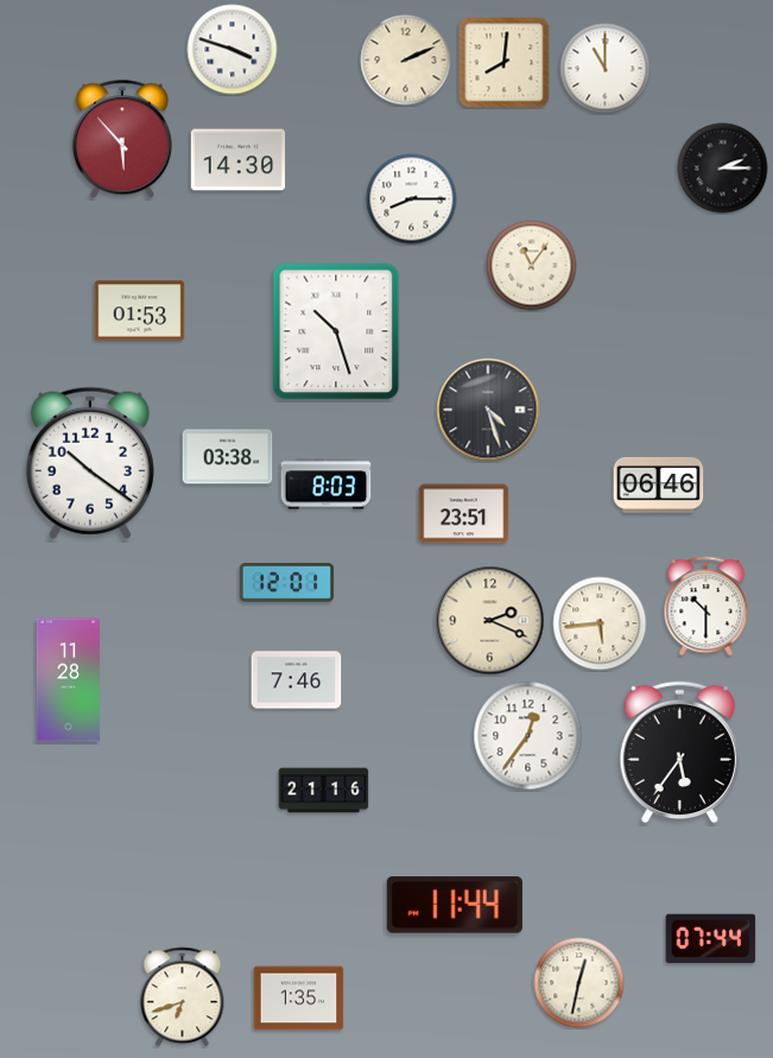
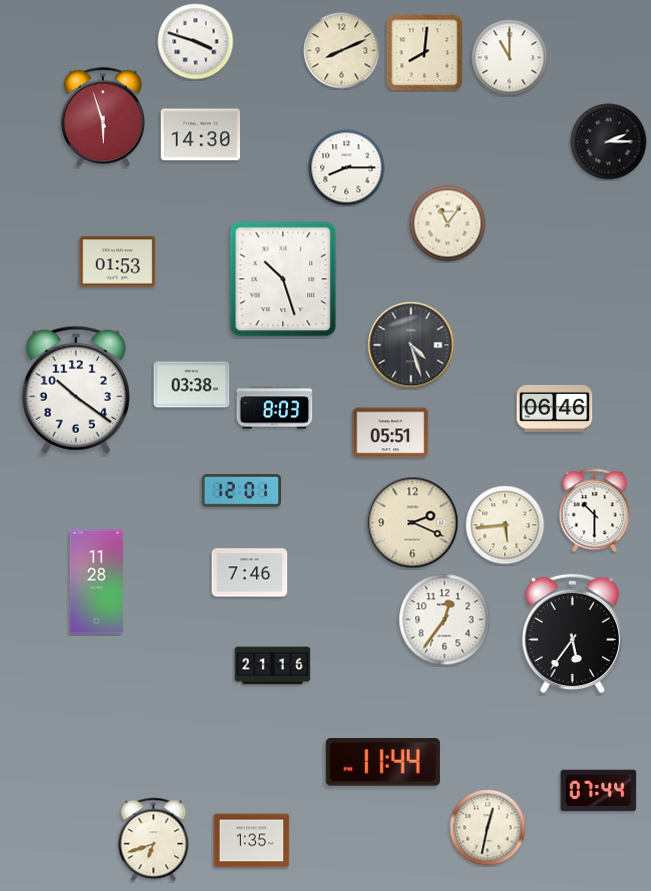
clock at (406, 61): 2:11 -> 8:11
clock at (122, 139): 5:53 -> 5:57
clock at (464, 514): 23:51 -> 05:51
clock at (68, 680) position: (68, 680) -> (96, 582)
